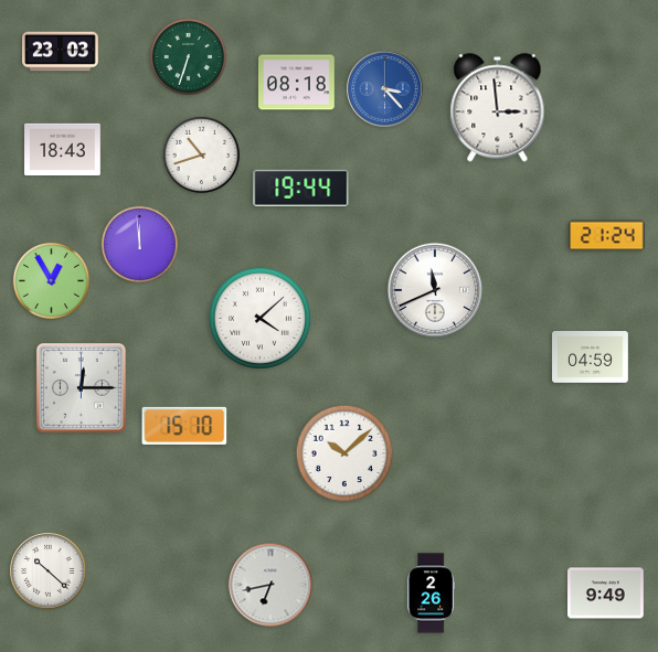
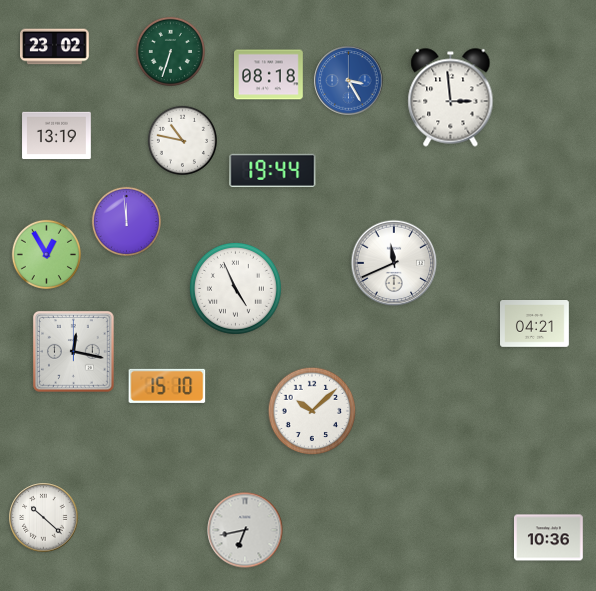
clock at (61, 52): 23:03 -> 23:02
clock at (385, 89): 3:23 -> 3:25
clock at (63, 150): 18:43 -> 13:19
clock at (201, 154): 10:42 -> 10:47
clock at (607, 236): 21:24 -> none
clock at (259, 318): 4:08 -> 4:56
clock at (591, 357): 04:59 -> 04:21
clock at (82, 388): 12:15 -> 12:17
clock at (432, 594): 2:26 -> none
clock at (606, 594): 9:49 -> 10:36
